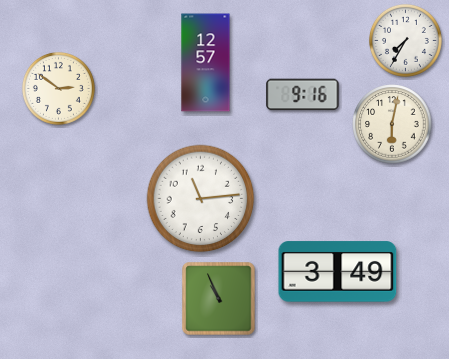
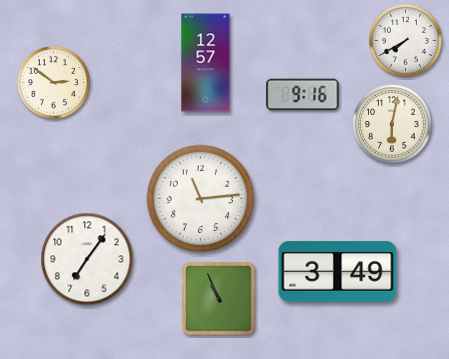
clock at (405, 40): 7:35 -> 7:40
clock at (58, 88) position: (58, 88) -> (53, 82)
clock at (87, 259): none -> 7:06
